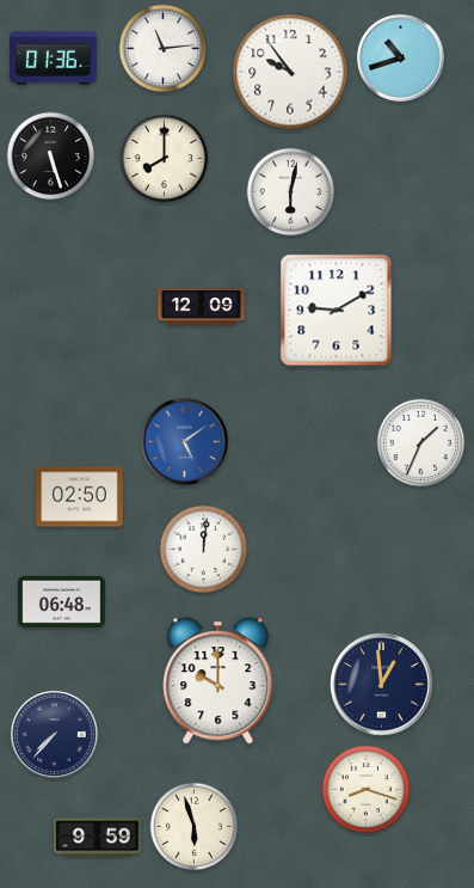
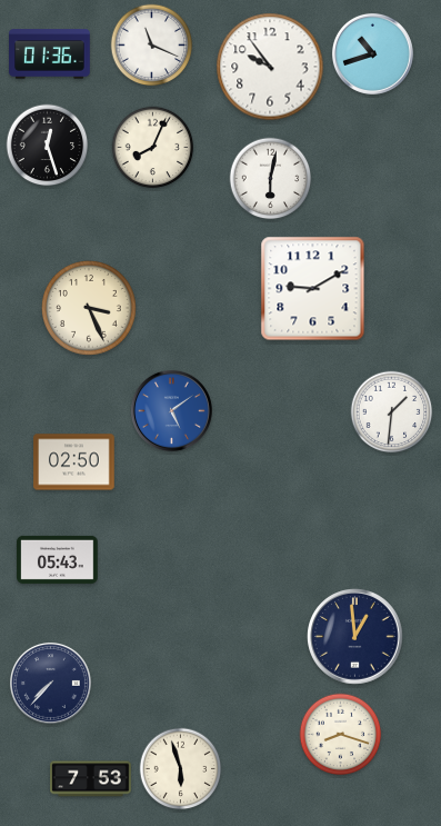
clock at (164, 49): 11:14 -> 11:19
clock at (51, 157): 5:27 -> 12:27
clock at (165, 159): 8:00 -> 8:04
clock at (202, 307): 12:09 -> none
clock at (89, 308): none -> 3:26
clock at (421, 443): 1:34 -> 1:31
clock at (204, 550): 12:01 -> none
clock at (62, 601): 06:48 -> 05:43
clock at (218, 681): 10:00 -> none
clock at (98, 838): 9:59 -> 7:53
